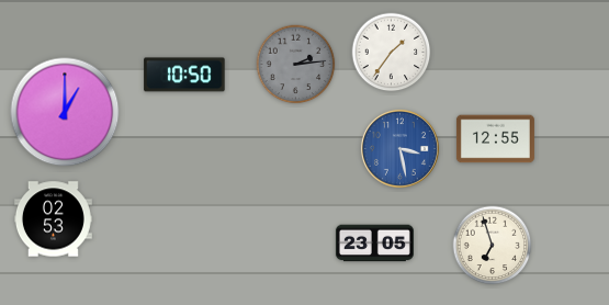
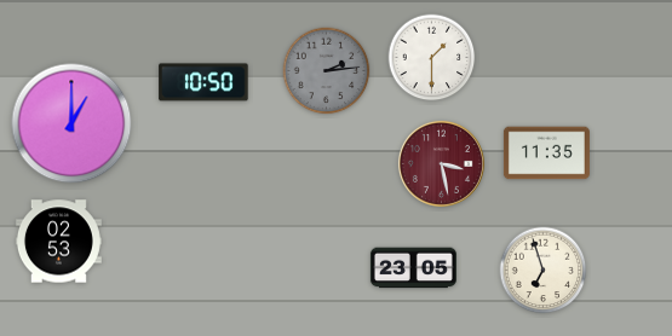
clock at (392, 53): 1:36 -> 1:30
clock at (495, 139): 12:55 -> 11:35
clock at (399, 148) dial: blue -> burgundy
